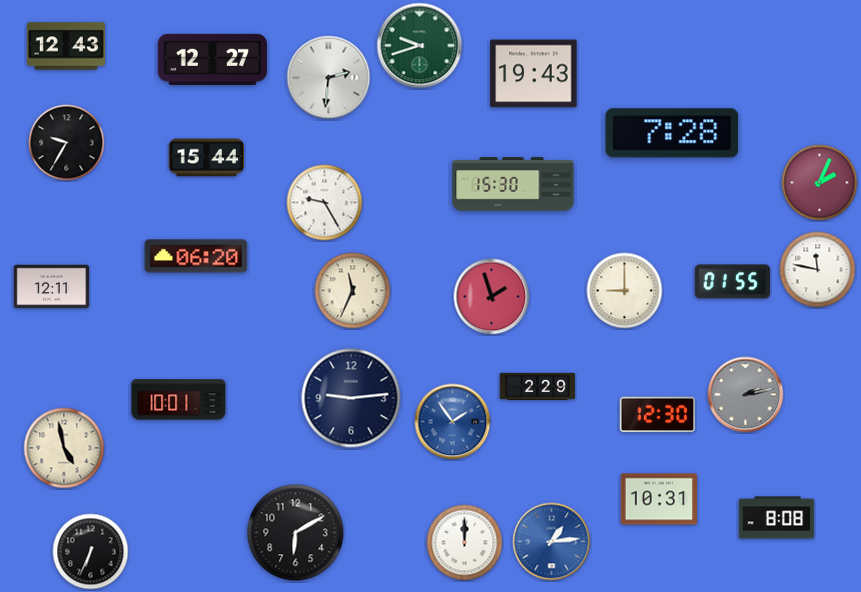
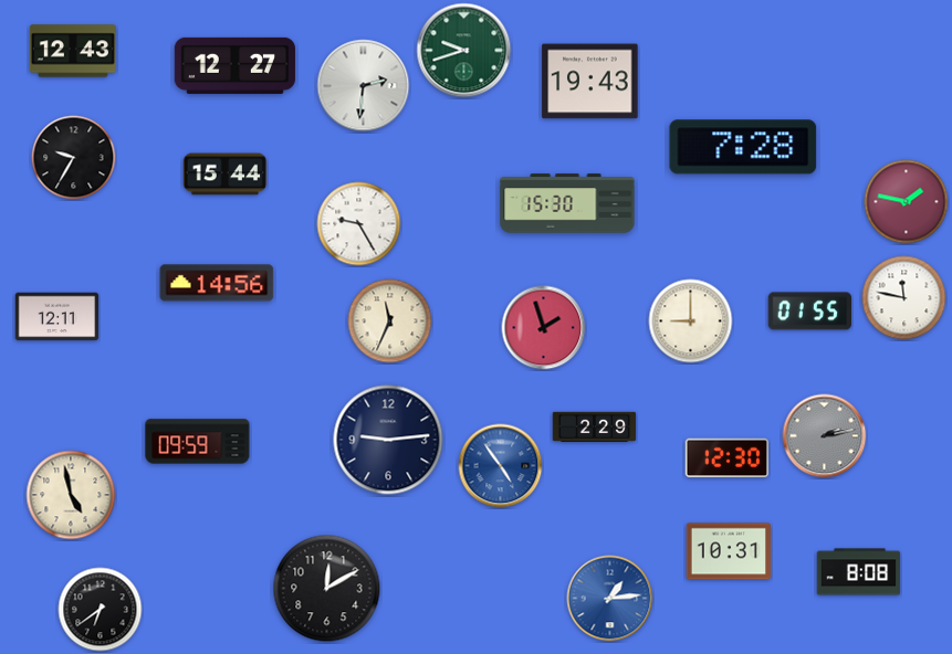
clock at (207, 158) position: (207, 158) -> (226, 175)
clock at (820, 183): 2:04 -> 1:47
clock at (196, 256): 06:20 -> 14:56
clock at (179, 400): 10:01 -> 09:59
clock at (453, 422): 1:54 -> 4:54
clock at (296, 533): 6:10 -> 12:10
clock at (465, 543): 12:00 -> none
clock at (91, 552): 6:34 -> 6:39
